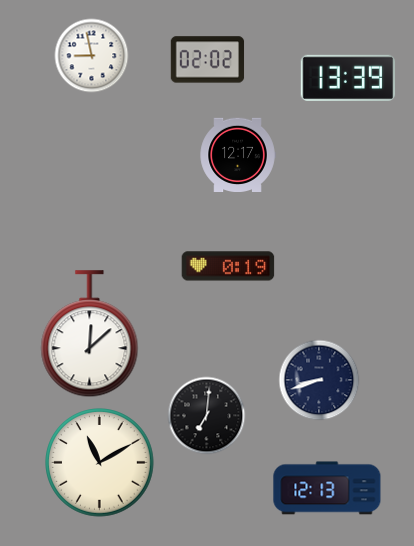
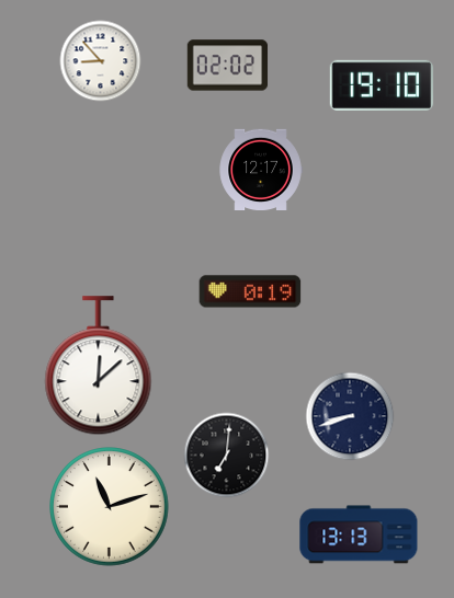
clock at (92, 56): 8:58 -> 8:53
clock at (348, 77): 13:39 -> 19:10
clock at (100, 463): 11:10 -> 11:12
clock at (327, 488): 12:13 -> 13:13
